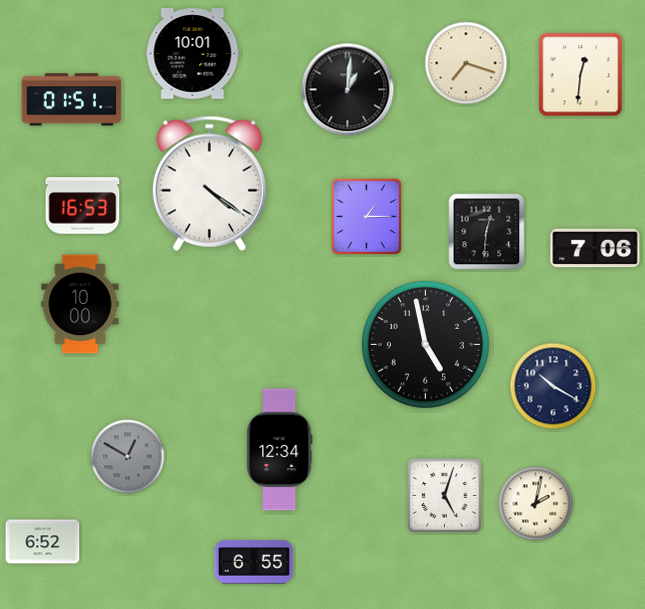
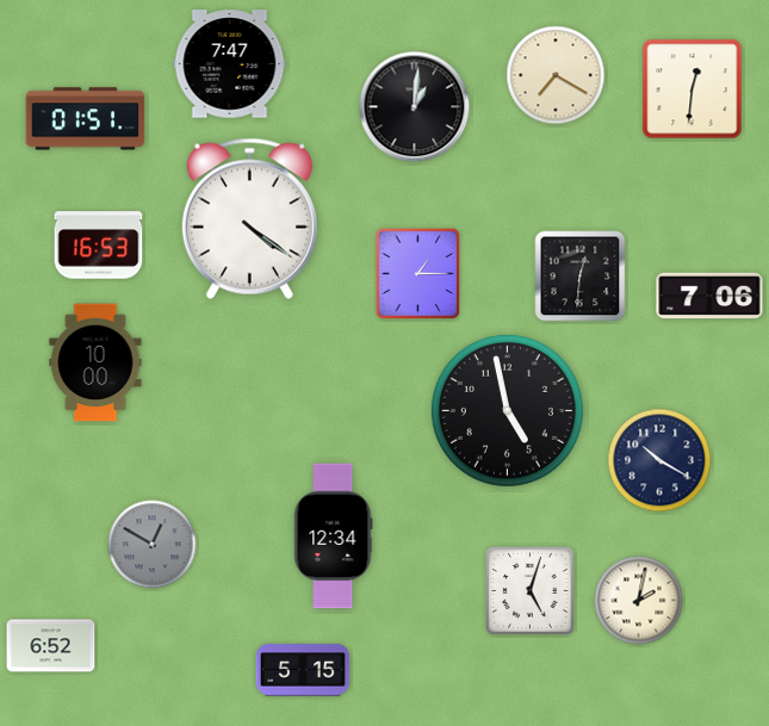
clock at (193, 54): 10:01 -> 7:47
clock at (466, 63): 7:18 -> 7:20
clock at (367, 217) position: (367, 217) -> (418, 274)
clock at (254, 562): 6:55 -> 5:15
